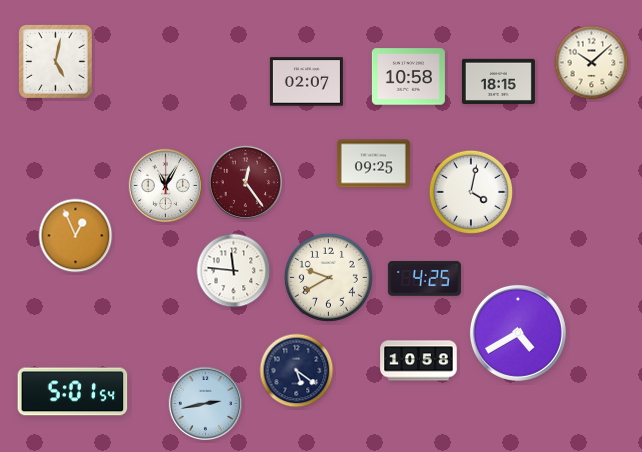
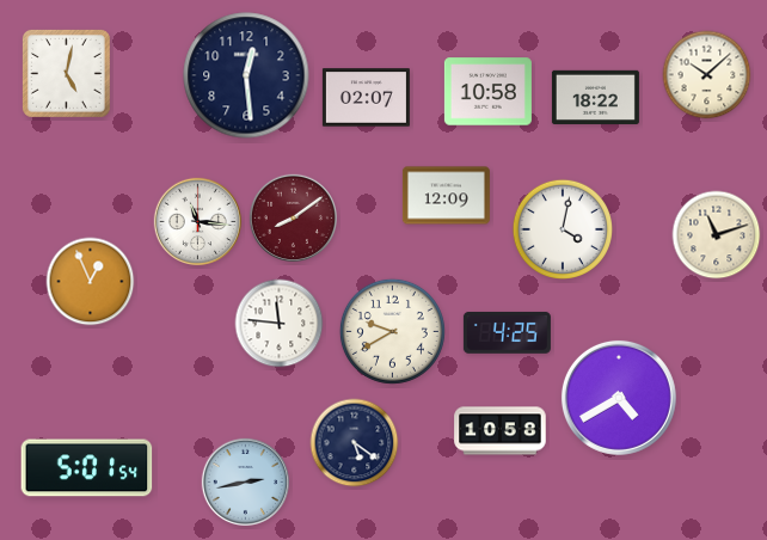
clock at (246, 75): none -> 12:29
clock at (498, 81): 18:15 -> 18:22
clock at (373, 164): 09:25 -> 12:09
clock at (245, 182): 12:24 -> 8:09
clock at (165, 185): 11:05 -> 11:16
clock at (717, 235): none -> 11:12
